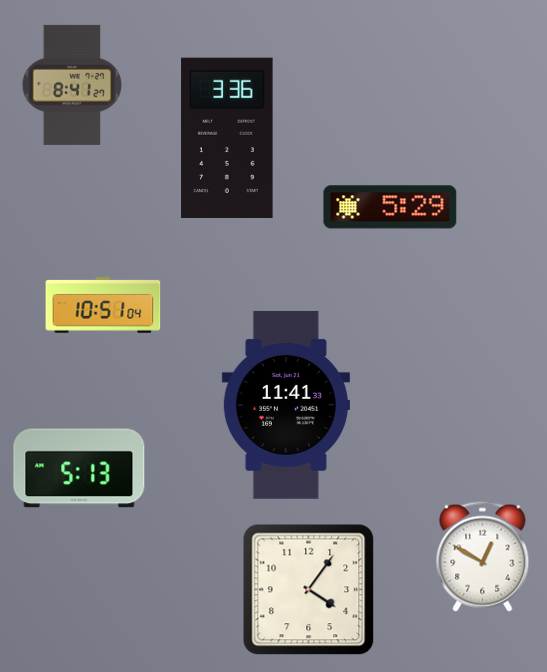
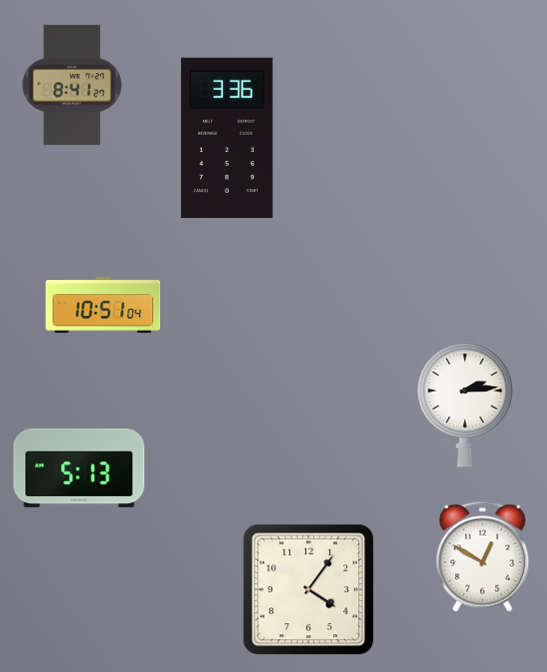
clock at (390, 207): 5:29 -> none
clock at (286, 405): 11:41 -> none
clock at (465, 405): none -> 2:14
